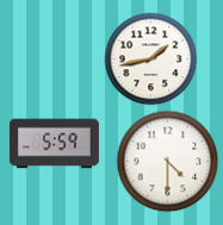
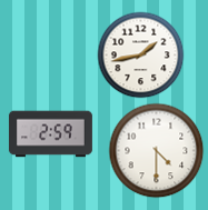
clock at (54, 144): 5:59 -> 2:59
